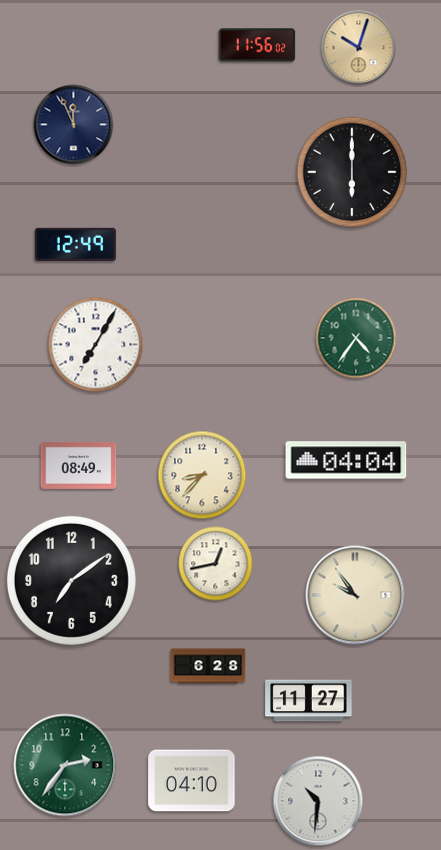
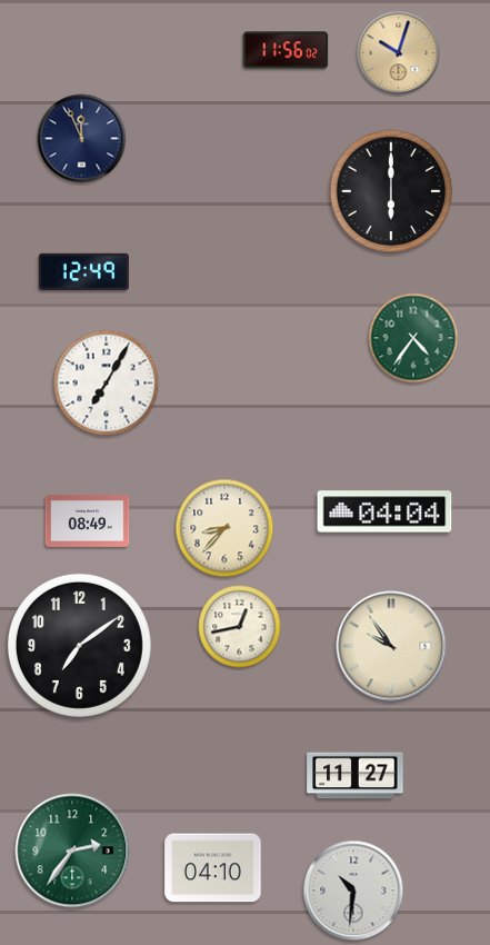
clock at (356, 338) position: (356, 338) -> (413, 338)
clock at (79, 465) position: (79, 465) -> (88, 520)
clock at (355, 595) position: (355, 595) -> (391, 646)
clock at (208, 666): 6:28 -> none
clock at (309, 701) position: (309, 701) -> (356, 776)
